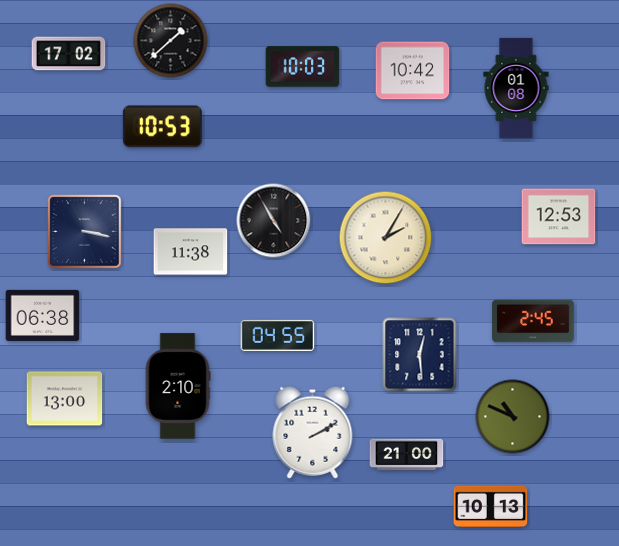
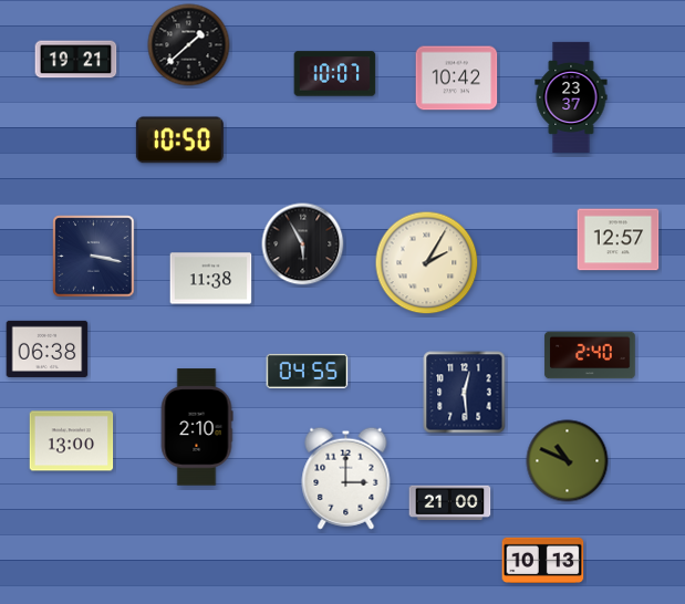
clock at (69, 54): 17:02 -> 19:21
clock at (303, 67): 10:03 -> 10:07
clock at (516, 88): 01:08 -> 23:37
clock at (162, 127): 10:53 -> 10:50
clock at (559, 217): 12:53 -> 12:57
clock at (274, 221): 4:55 -> 5:55
clock at (533, 321): 2:45 -> 2:40
clock at (313, 432): 2:10 -> 3:00
